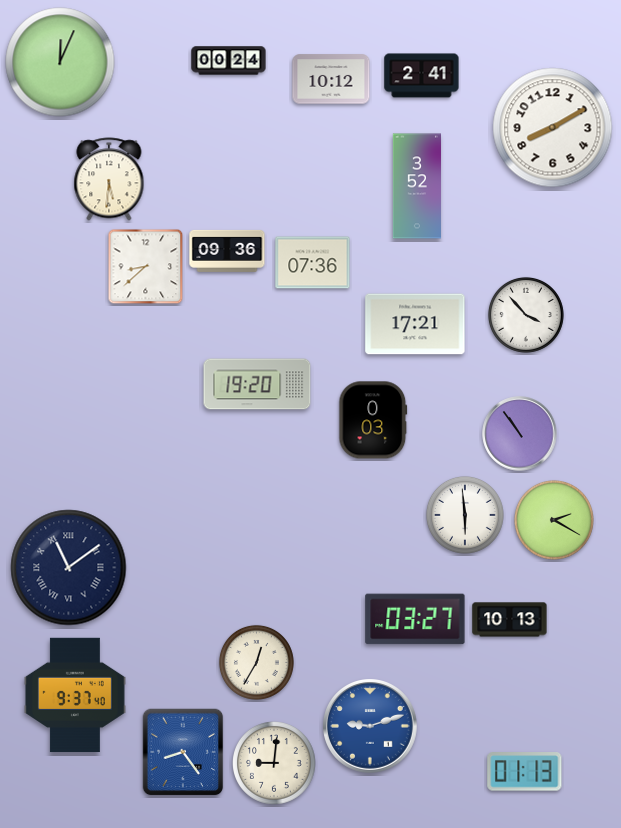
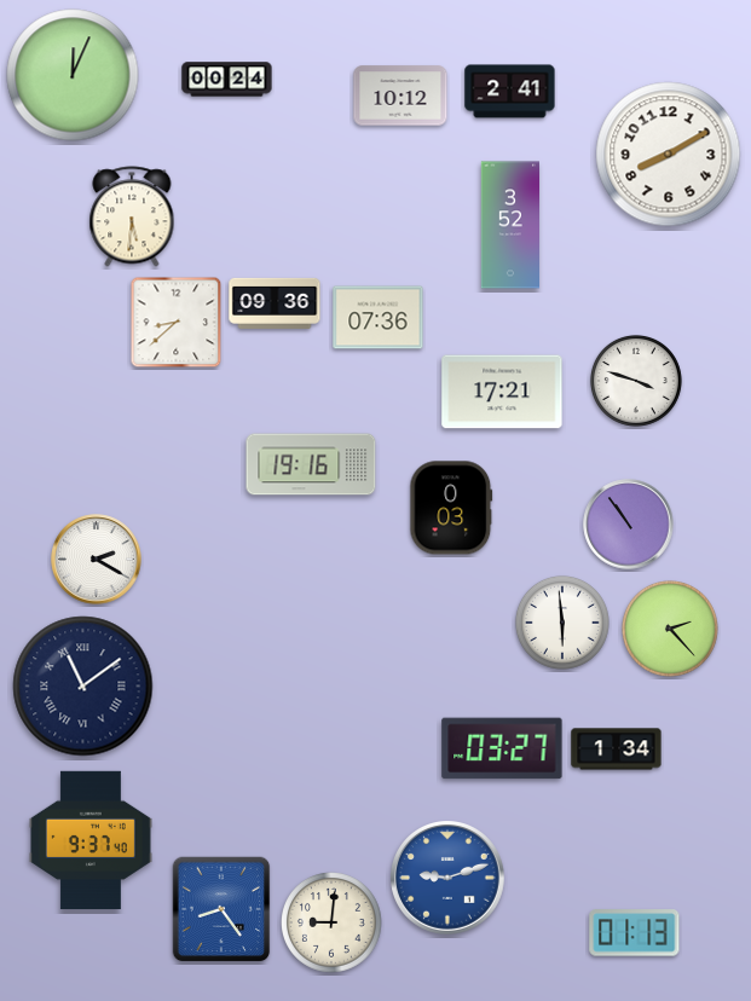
clock at (229, 61) position: (229, 61) -> (227, 80)
clock at (416, 186) position: (416, 186) -> (509, 225)
clock at (526, 315): 3:53 -> 3:48
clock at (257, 384): 19:20 -> 19:16
clock at (97, 560): none -> 2:20
clock at (554, 520): 2:20 -> 2:23
clock at (510, 620): 10:13 -> 1:34
clock at (256, 662): 12:35 -> none
